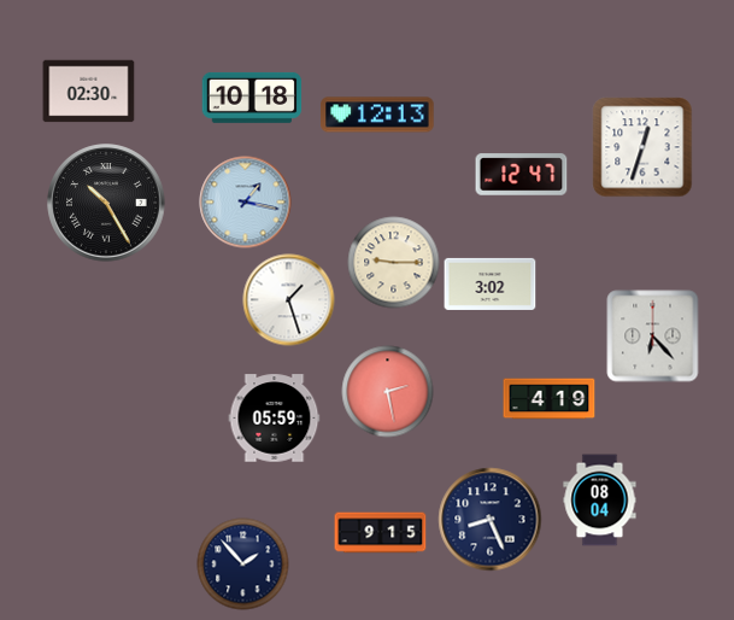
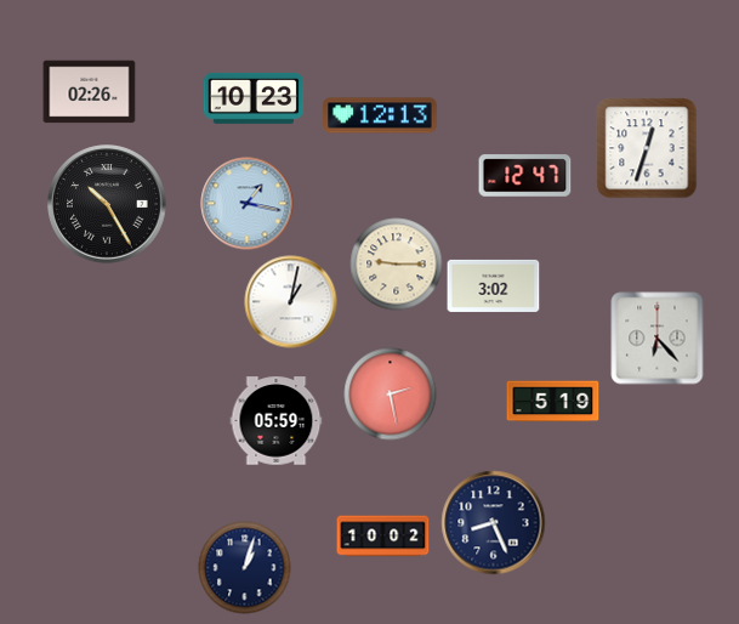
clock at (89, 92): 02:30 -> 02:26
clock at (252, 98): 10:18 -> 10:23
clock at (289, 300): 1:27 -> 1:02
clock at (550, 399): 4:19 -> 5:19
clock at (600, 501): 08:04 -> none
clock at (381, 533): 9:15 -> 10:02
clock at (243, 565): 1:53 -> 1:03
